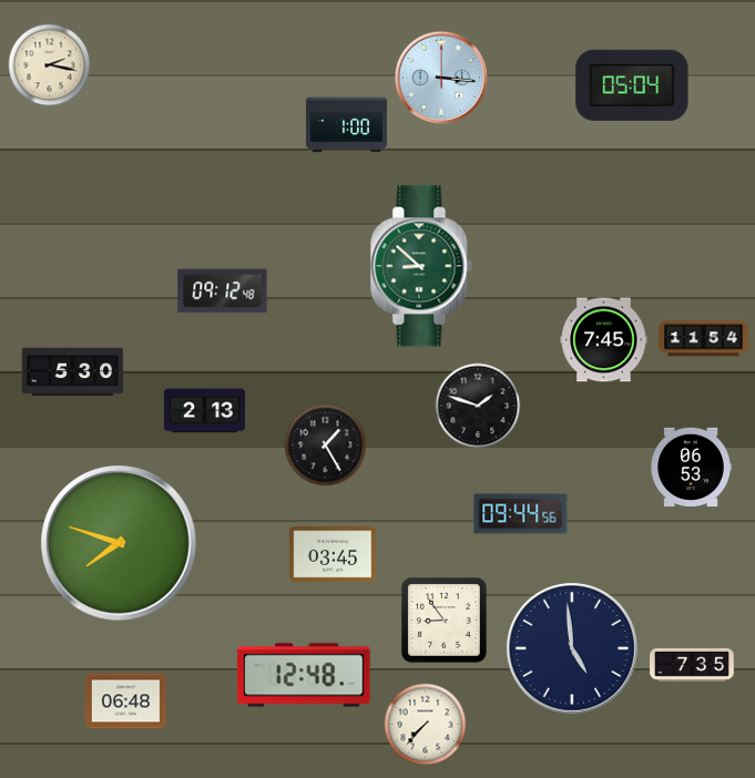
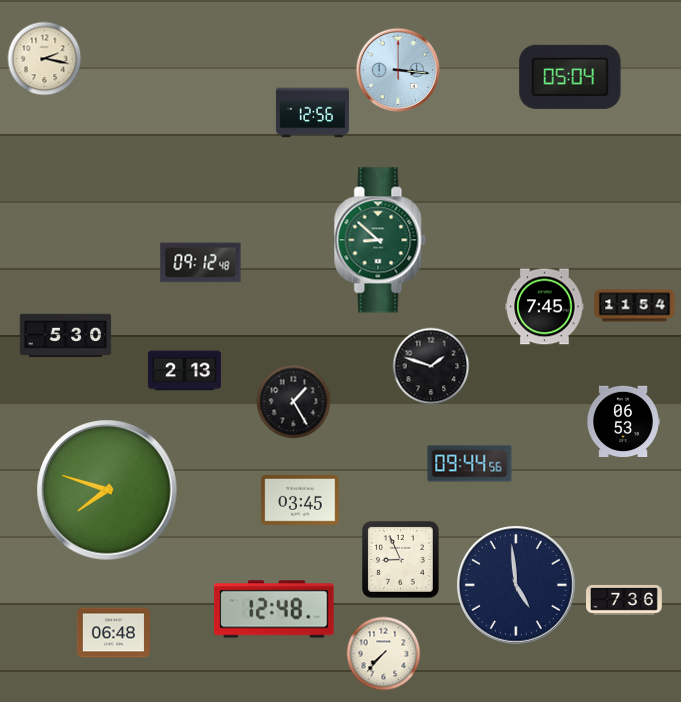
clock at (346, 125): 1:00 -> 12:56
clock at (445, 621): 8:54 -> 8:56
clock at (692, 665): 7:35 -> 7:36
